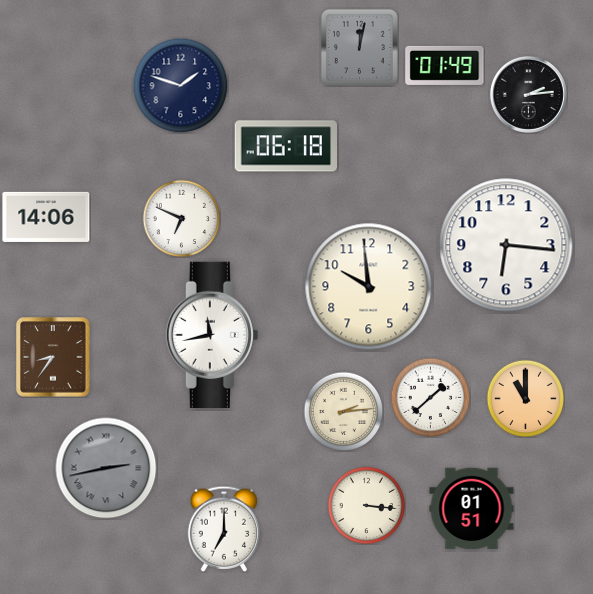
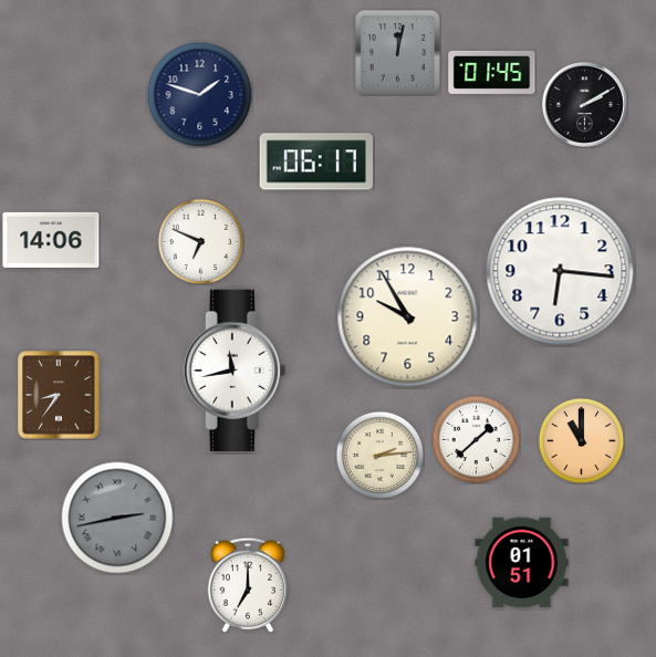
clock at (445, 65): 01:49 -> 01:45
clock at (528, 94): 2:14 -> 2:10
clock at (285, 146): 06:18 -> 06:17
clock at (369, 287): 9:59 -> 9:55
clock at (366, 505): 3:16 -> none
